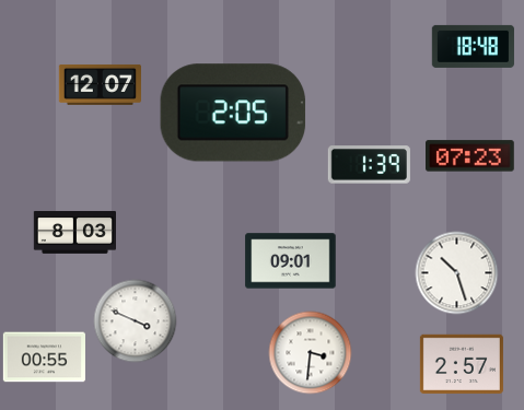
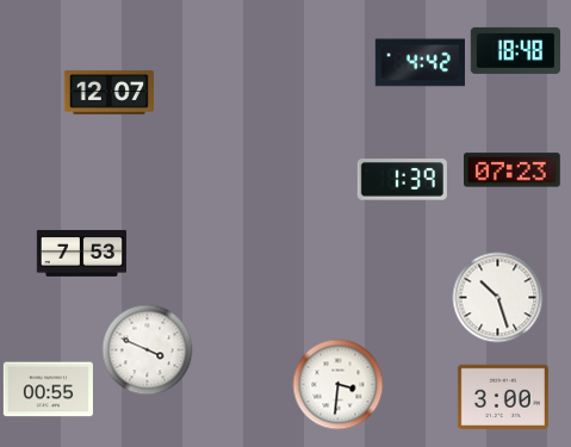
clock at (420, 63): none -> 4:42
clock at (233, 113): 2:05 -> none
clock at (74, 232): 8:03 -> 7:53
clock at (291, 261): 09:01 -> none
clock at (462, 363): 2:57 -> 3:00
